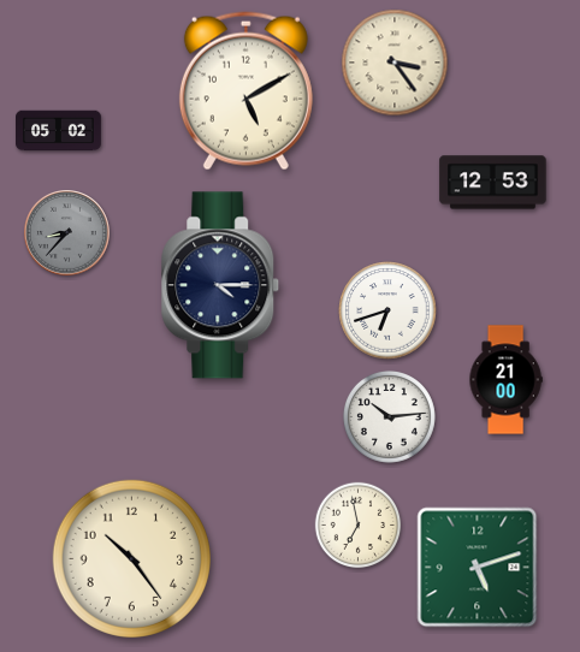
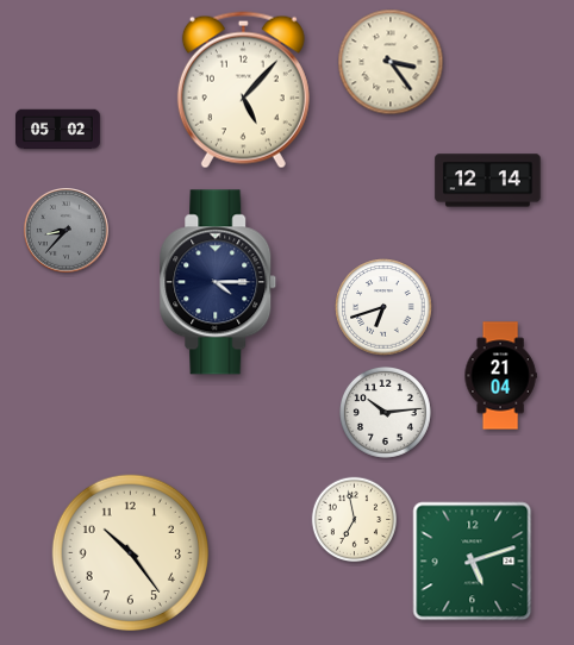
clock at (245, 91): 5:10 -> 5:07
clock at (493, 183): 12:53 -> 12:14
clock at (505, 380): 21:00 -> 21:04
